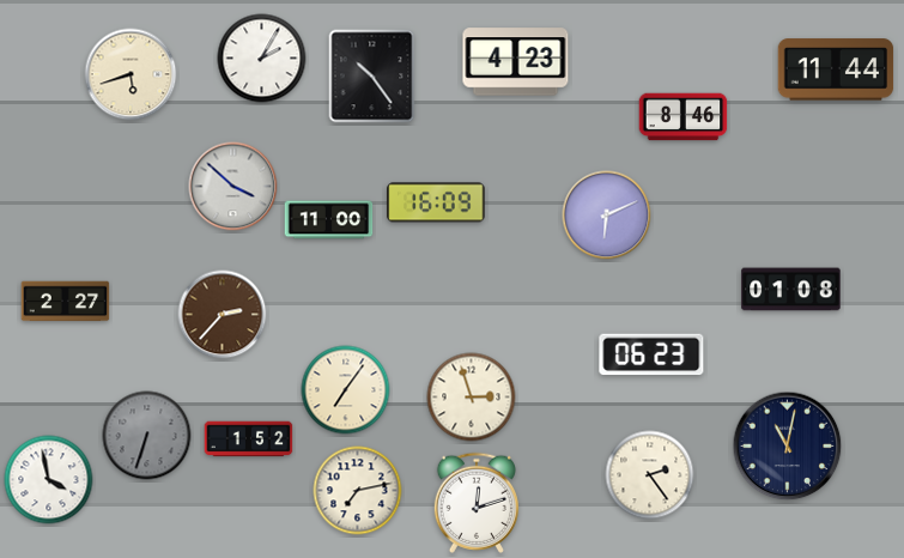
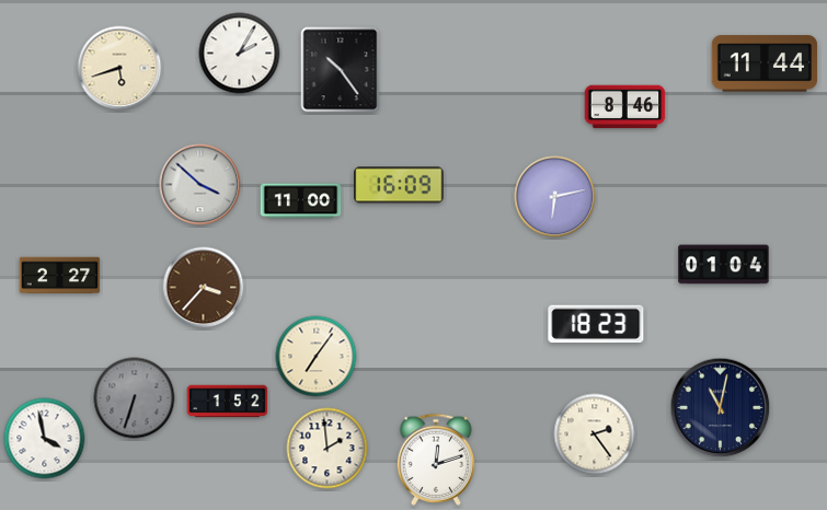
clock at (516, 62): 4:23 -> none
clock at (233, 187) position: (233, 187) -> (200, 185)
clock at (607, 216): 6:11 -> 6:13
clock at (791, 290): 01:08 -> 01:04
clock at (223, 315): 2:37 -> 3:37
clock at (651, 354): 06:23 -> 18:23
clock at (472, 398): 2:57 -> none
clock at (358, 491): 7:13 -> 1:59
